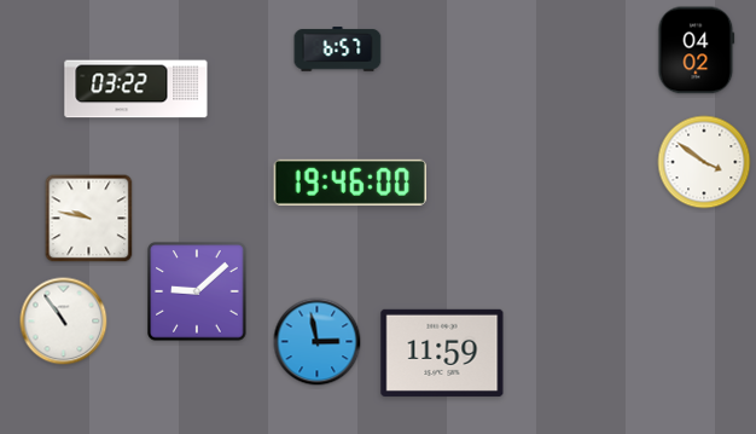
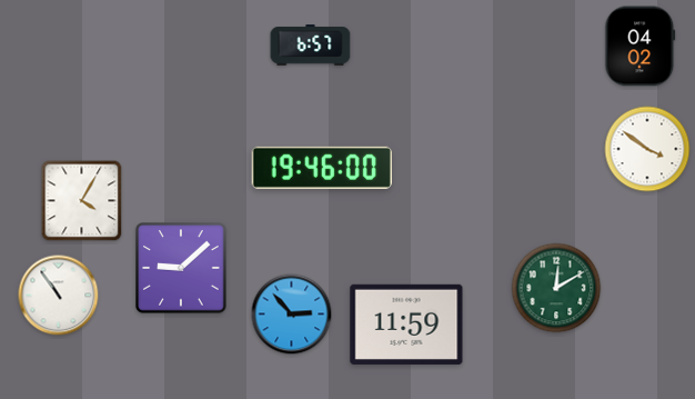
clock at (136, 89): 03:22 -> none
clock at (89, 219): 9:47 -> 4:05
clock at (556, 288): none -> 12:10
clock at (318, 342): 2:58 -> 2:53
